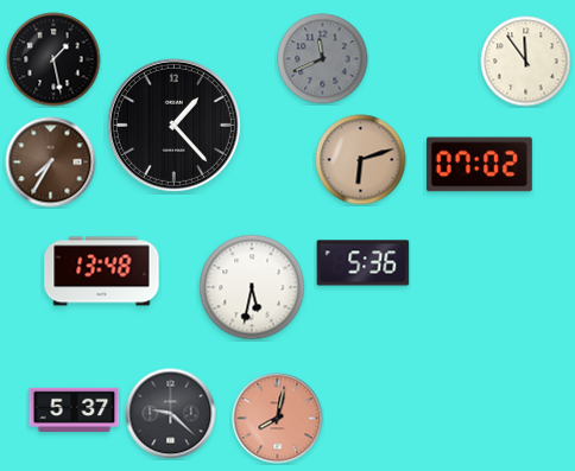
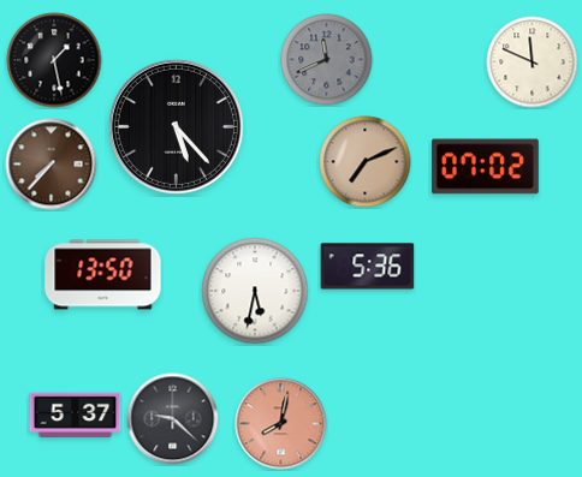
clock at (526, 62): 11:54 -> 11:49
clock at (173, 125): 1:23 -> 5:23
clock at (361, 160): 6:12 -> 7:11
clock at (51, 163): 7:35 -> 7:37
clock at (102, 272): 13:48 -> 13:50
